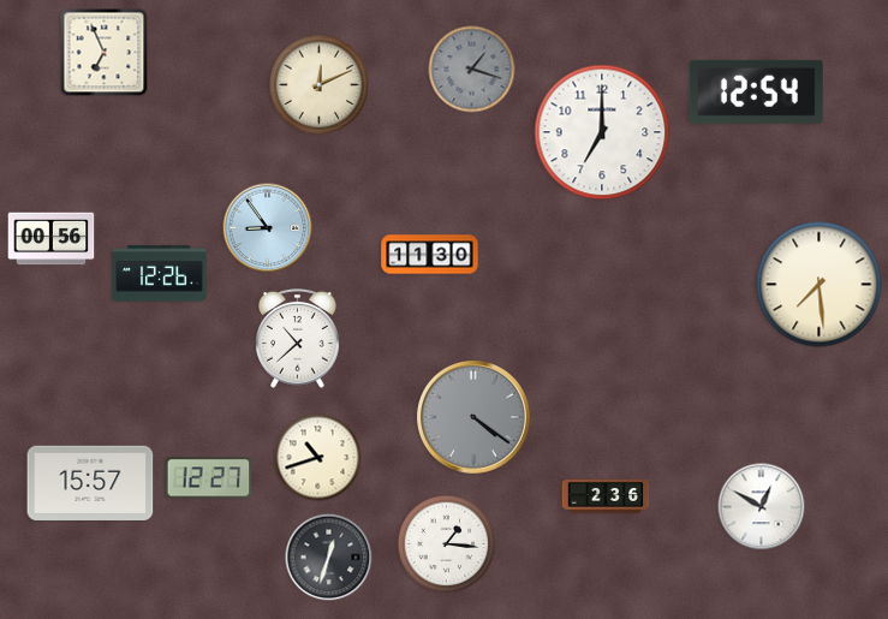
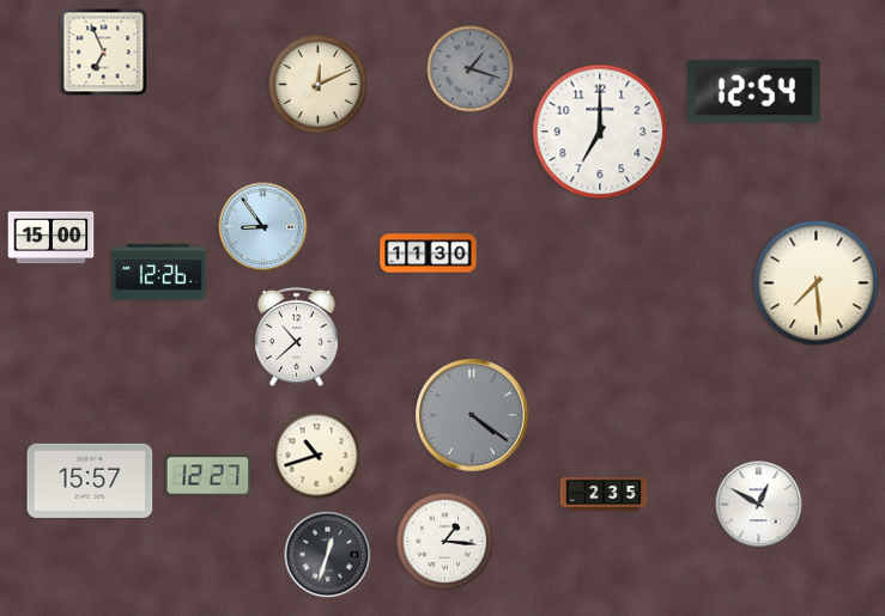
clock at (268, 228) position: (268, 228) -> (263, 227)
clock at (52, 239): 00:56 -> 15:00
clock at (606, 496): 2:36 -> 2:35
